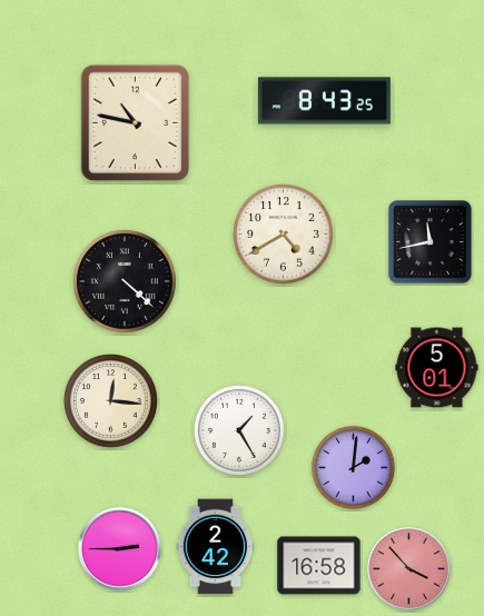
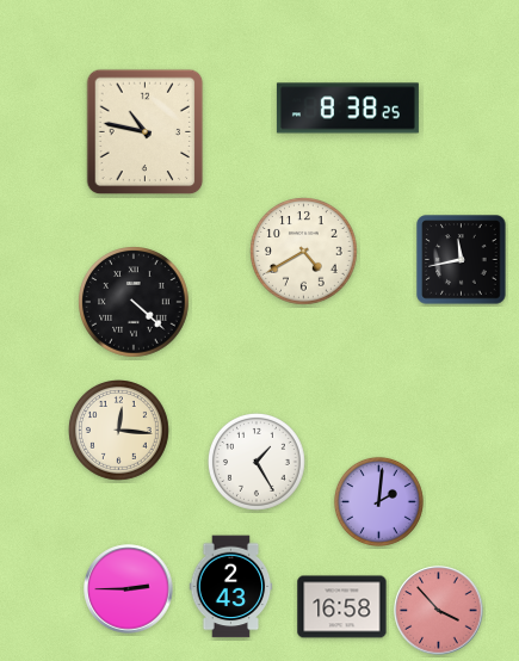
clock at (324, 101): 8:43 -> 8:38
clock at (437, 368): 5:01 -> none
clock at (216, 547): 2:42 -> 2:43
